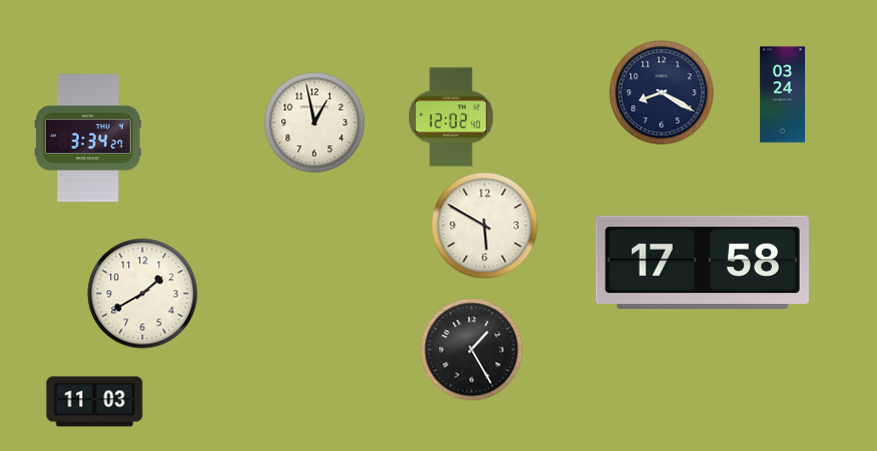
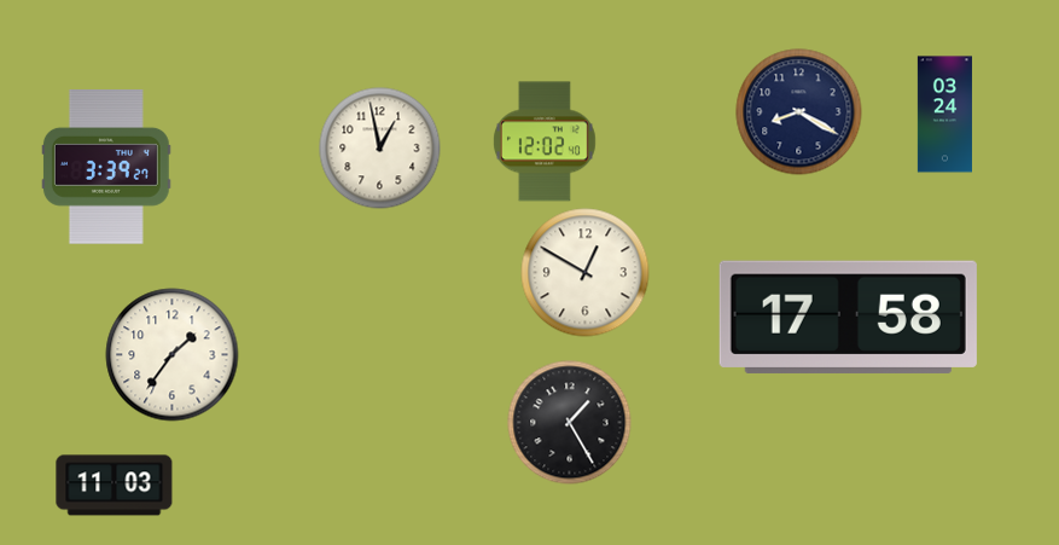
clock at (88, 139): 3:34 -> 3:39
clock at (485, 226): 5:50 -> 12:50
clock at (143, 294): 1:40 -> 1:36
